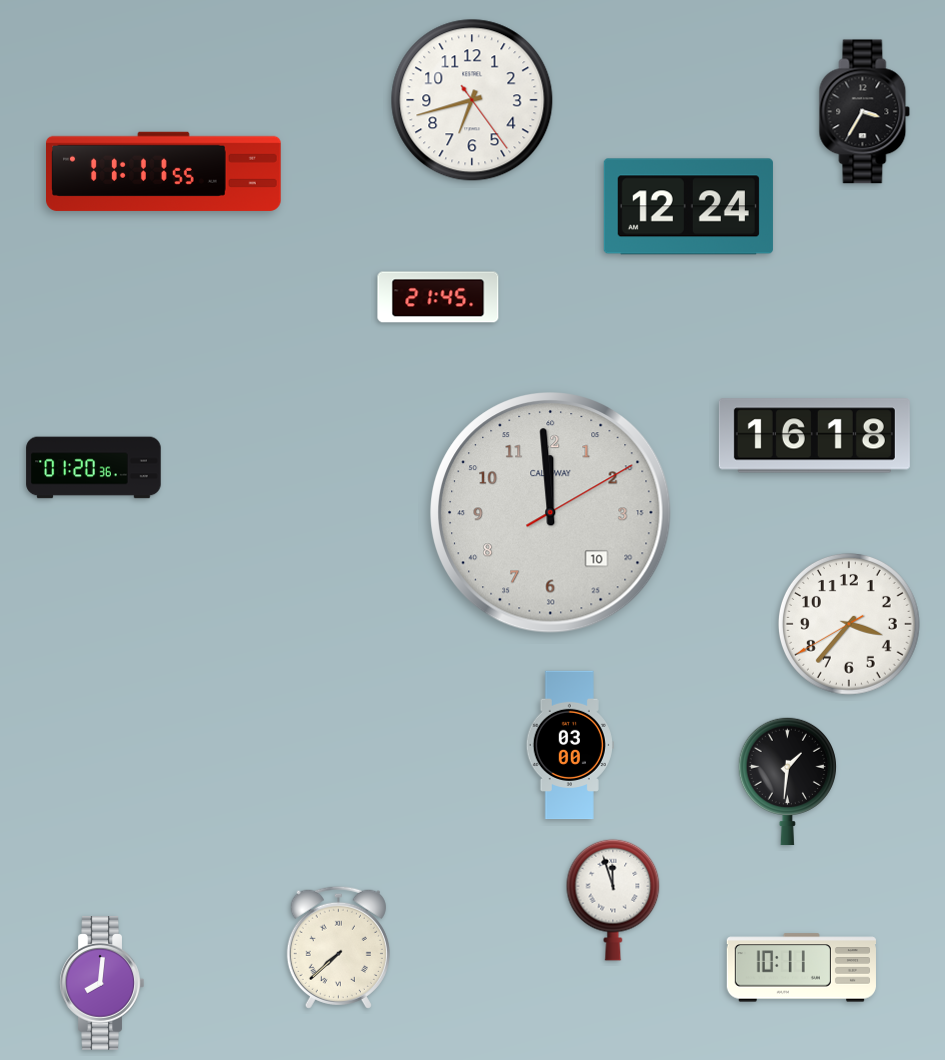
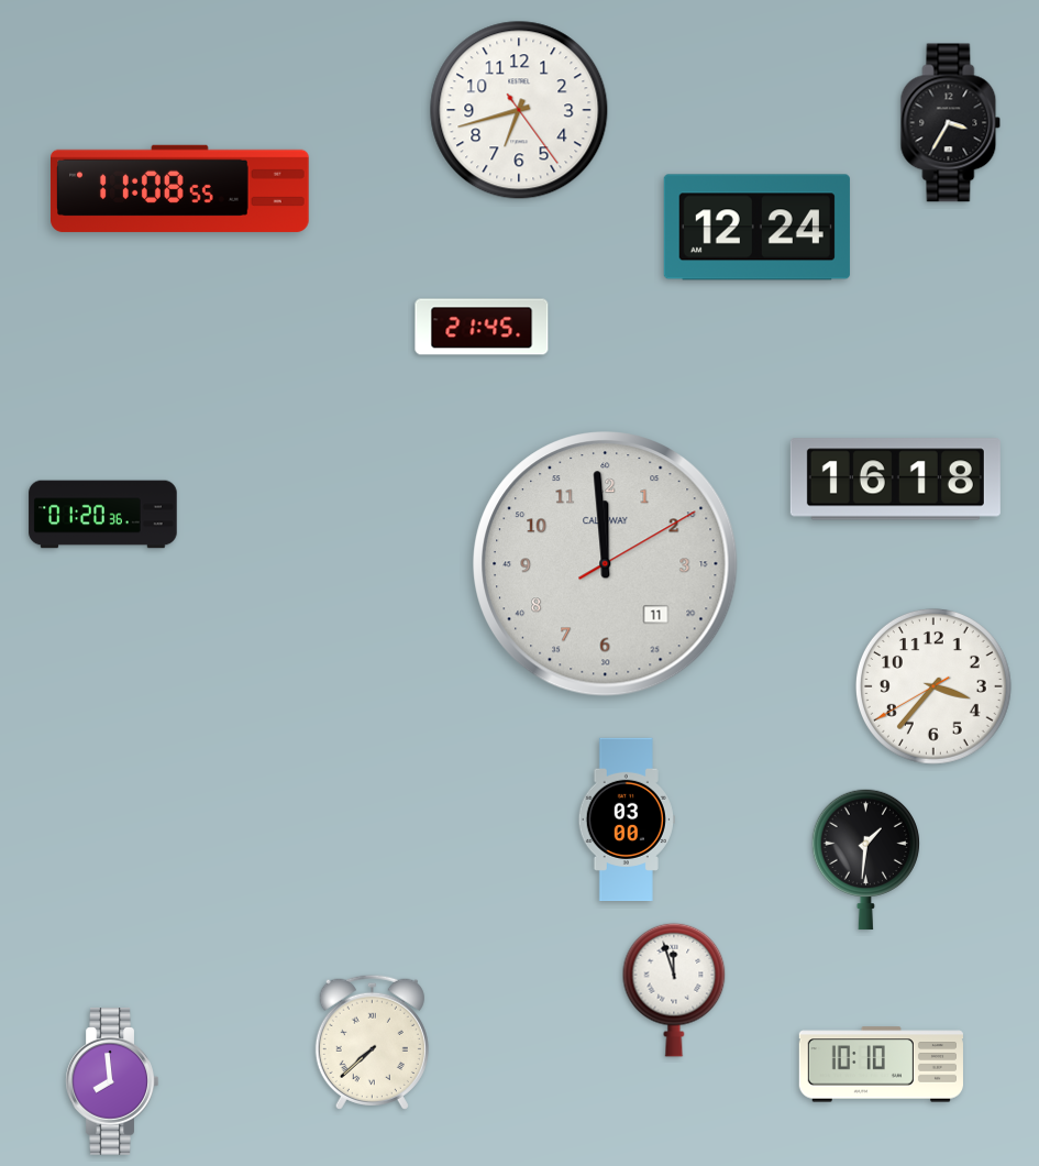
clock at (164, 171): 11:11 -> 11:08
clock at (551, 513) date: 10 -> 11
clock at (801, 968): 10:11 -> 10:10
clock at (102, 984): 8:01 -> 7:59
